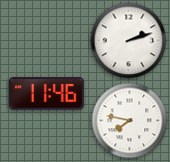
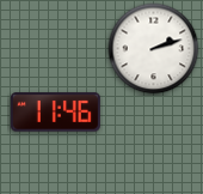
clock at (130, 121): 7:47 -> none
